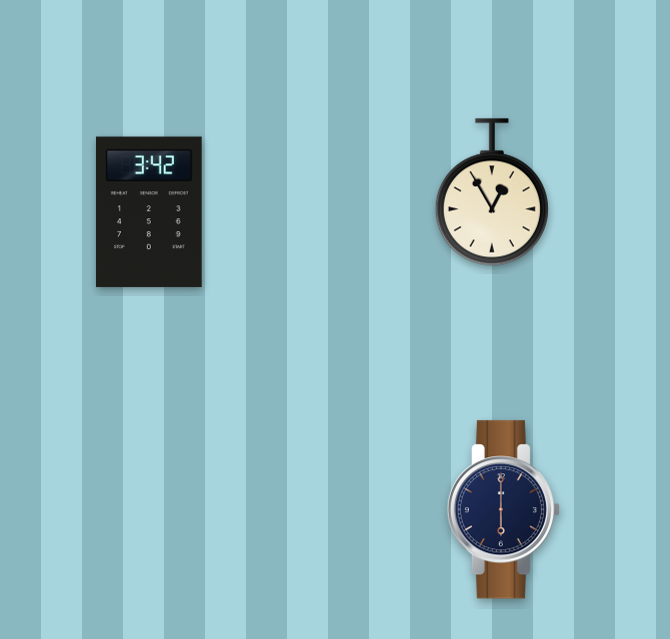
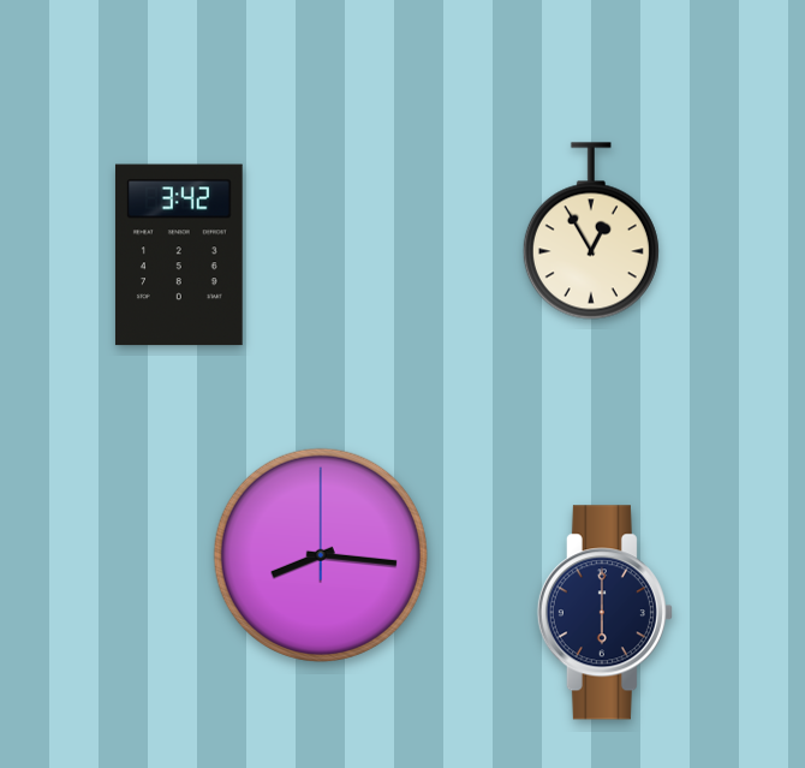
clock at (321, 555): none -> 8:16
